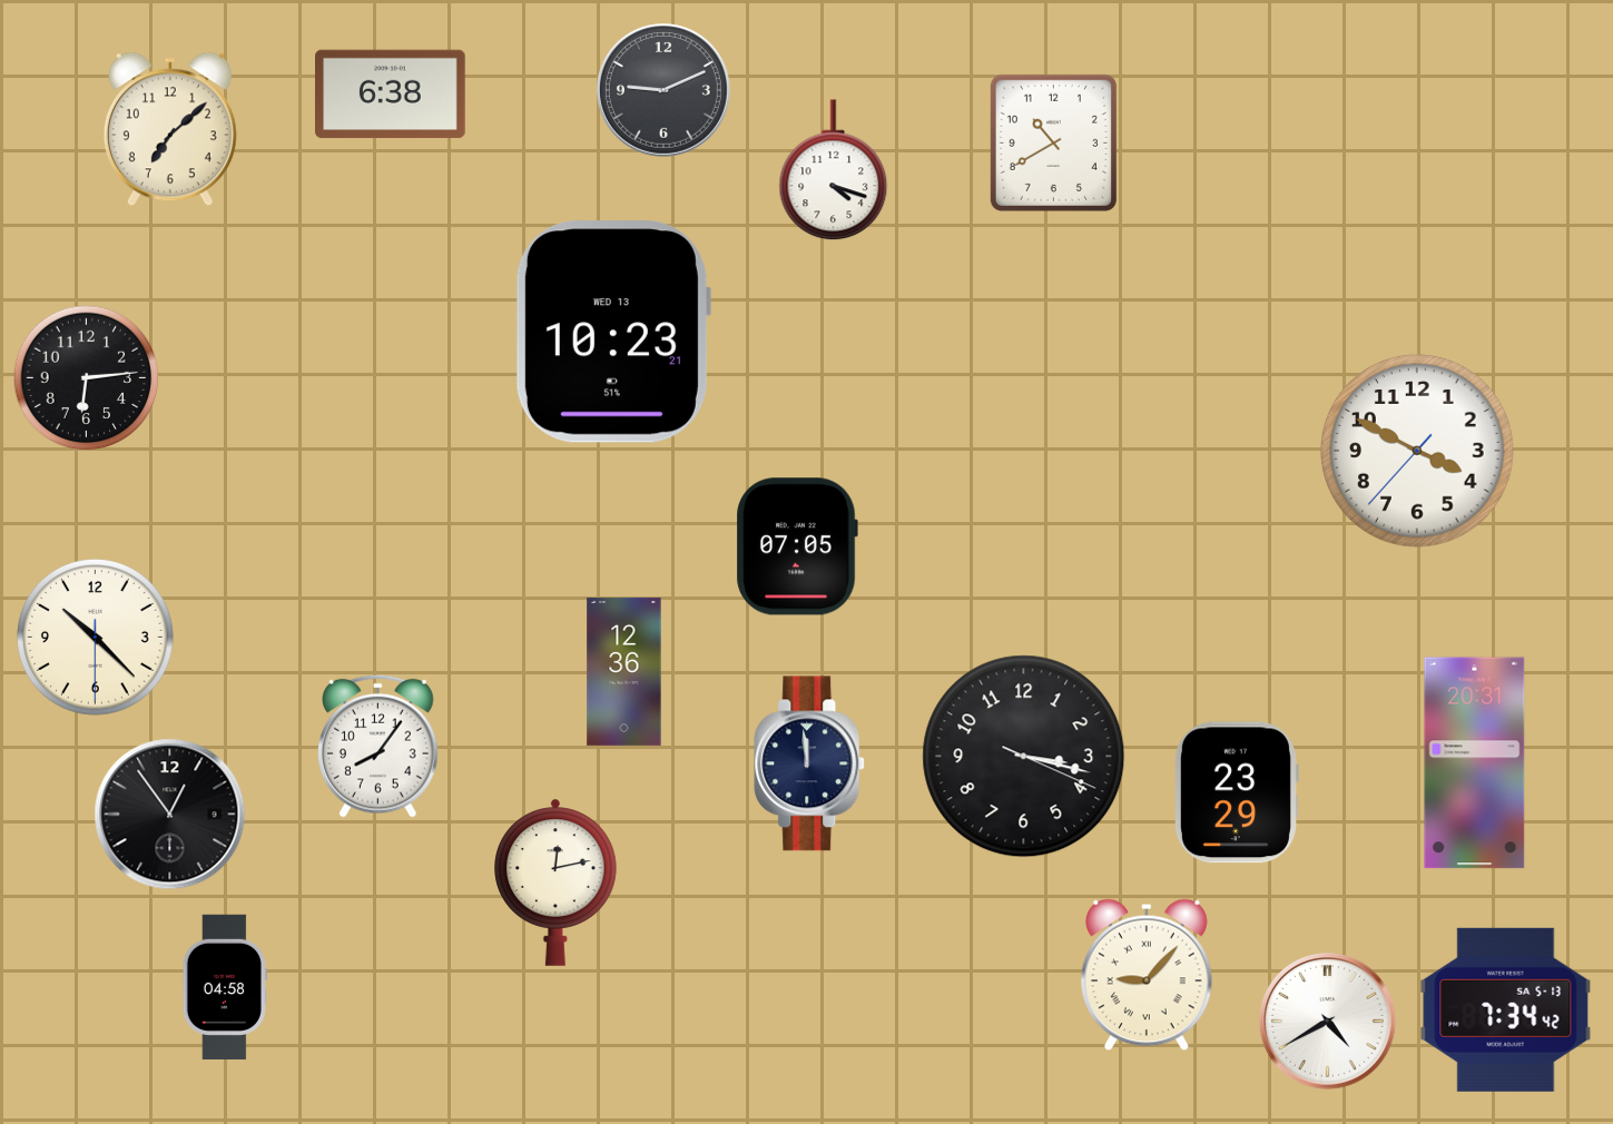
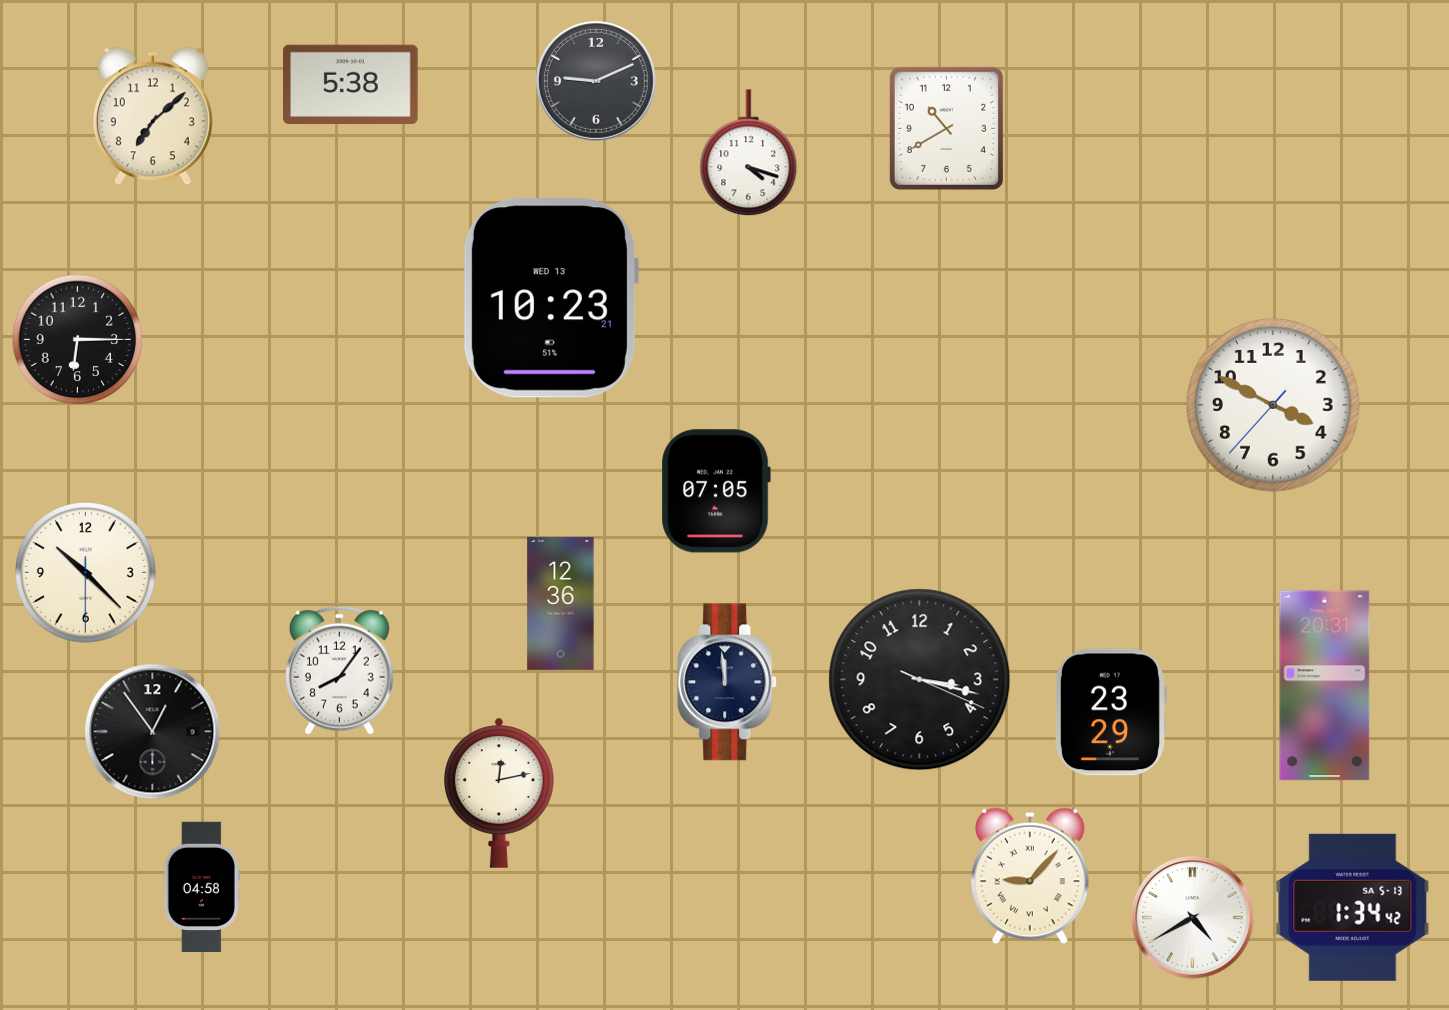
clock at (391, 95): 6:38 -> 5:38
clock at (87, 378): 6:14 -> 6:15
clock at (810, 763) position: (810, 763) -> (728, 682)
clock at (1506, 1009): 7:34 -> 1:34
